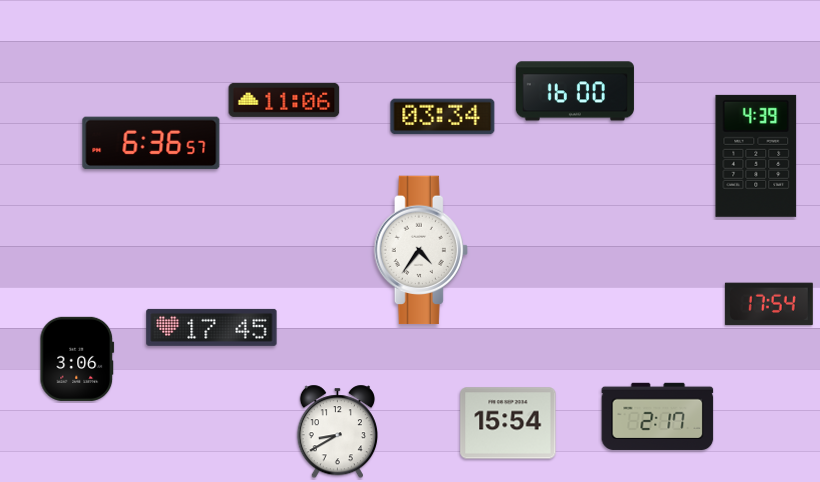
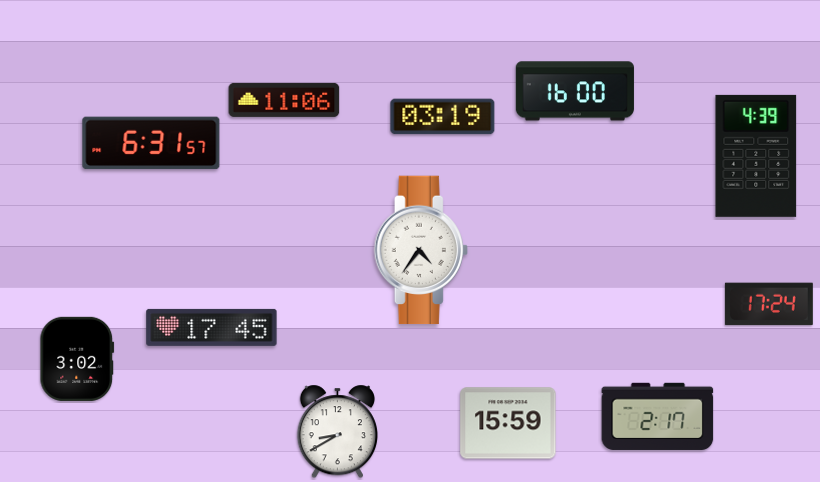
clock at (443, 117): 03:34 -> 03:19
clock at (151, 143): 6:36 -> 6:31
clock at (769, 304): 17:54 -> 17:24
clock at (77, 359): 3:06 -> 3:02
clock at (508, 423): 15:54 -> 15:59
